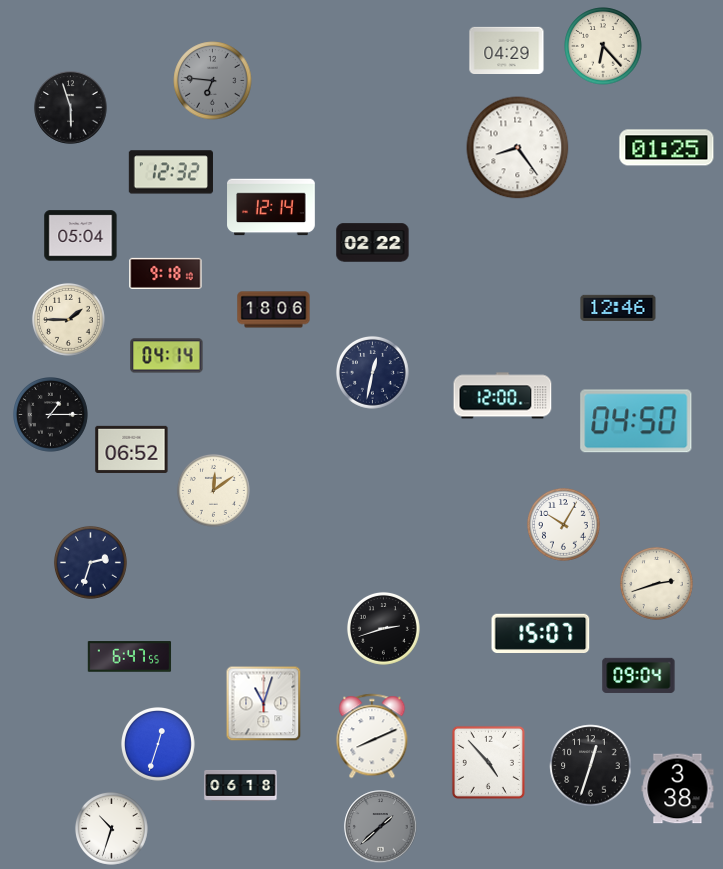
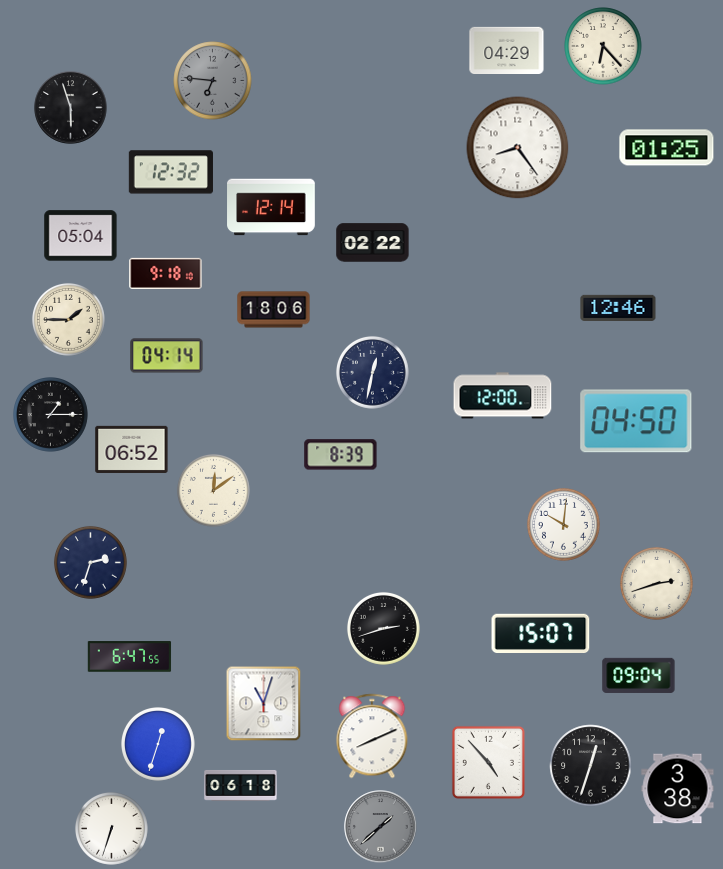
clock at (341, 455): none -> 8:39
clock at (563, 524): 10:05 -> 10:01
clock at (111, 828): 10:33 -> 6:33
